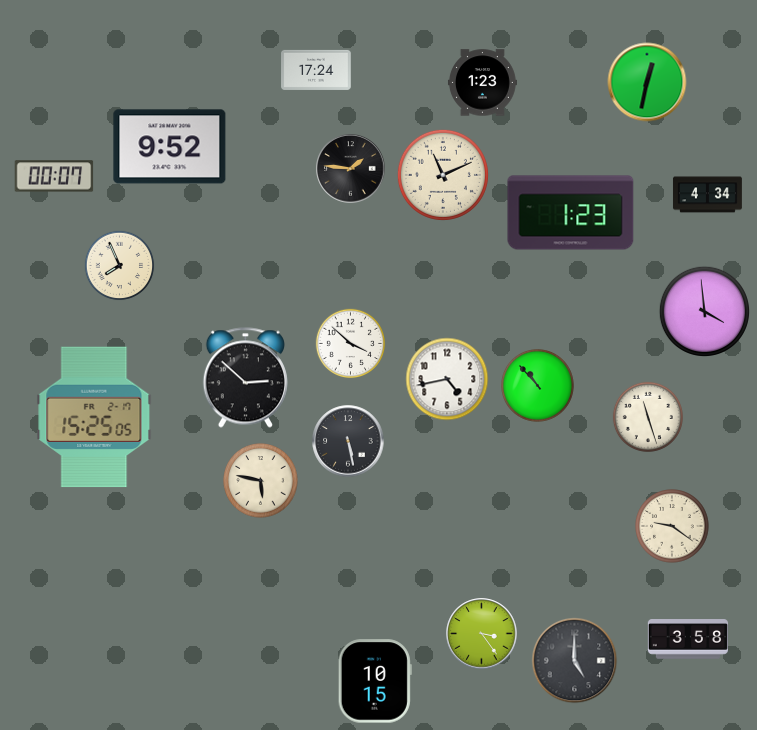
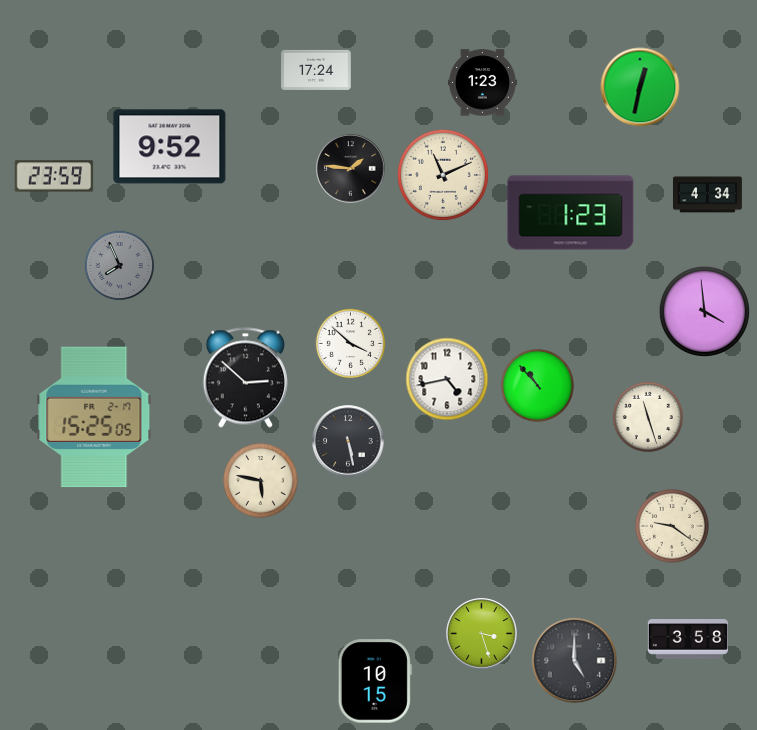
clock at (647, 82) position: (647, 82) -> (640, 87)
clock at (54, 176): 00:07 -> 23:59
clock at (120, 266) dial: cream -> grey
clock at (482, 634): 3:24 -> 3:27
